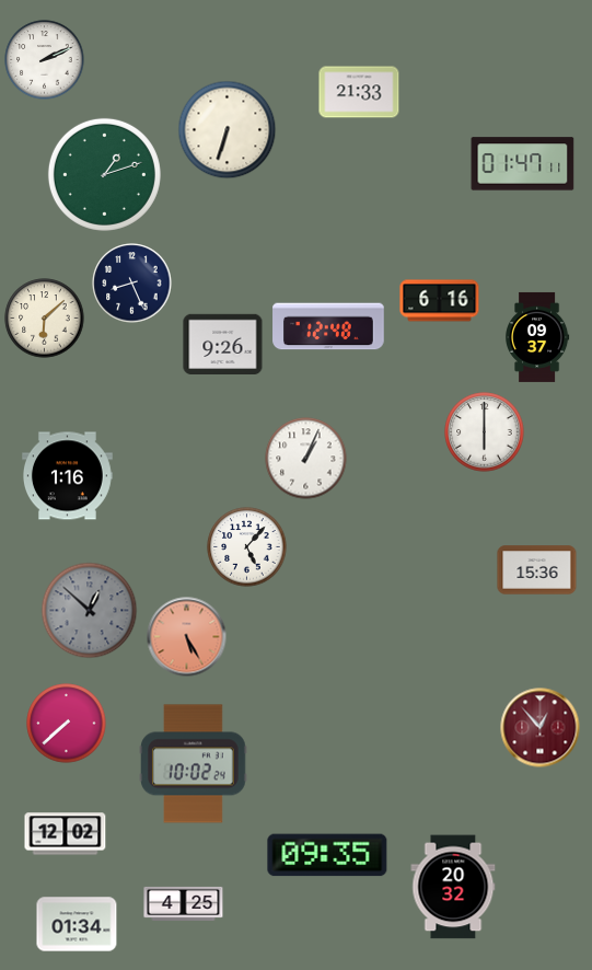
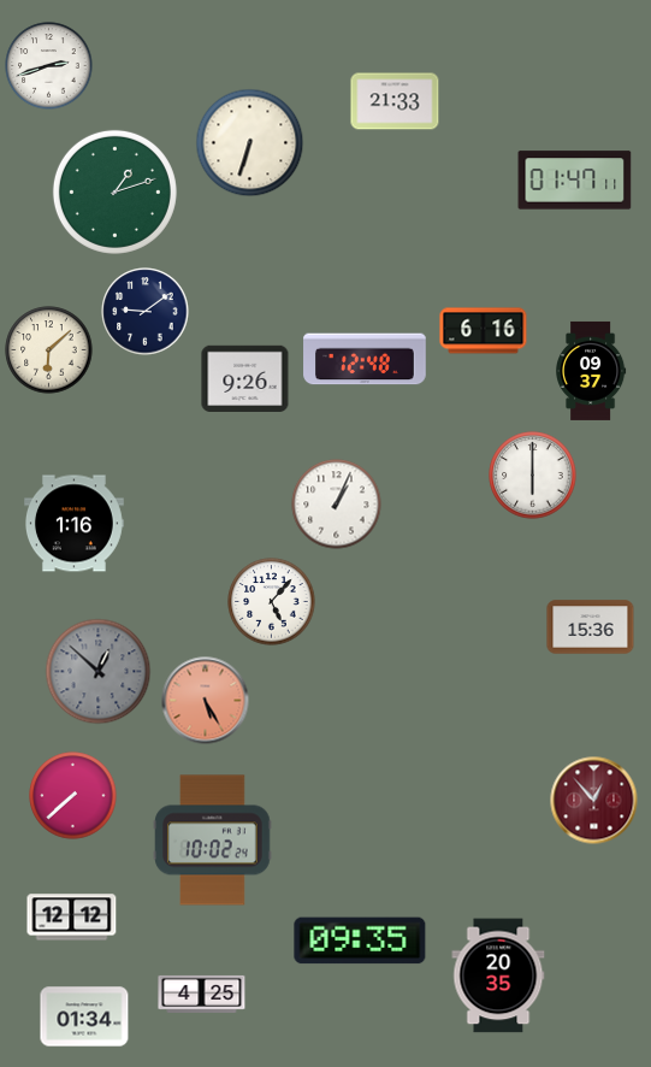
clock at (45, 60): 2:11 -> 2:42
clock at (132, 284): 8:26 -> 9:09
clock at (328, 326) position: (328, 326) -> (365, 359)
clock at (66, 834): 12:02 -> 12:12
clock at (453, 887): 20:32 -> 20:35
